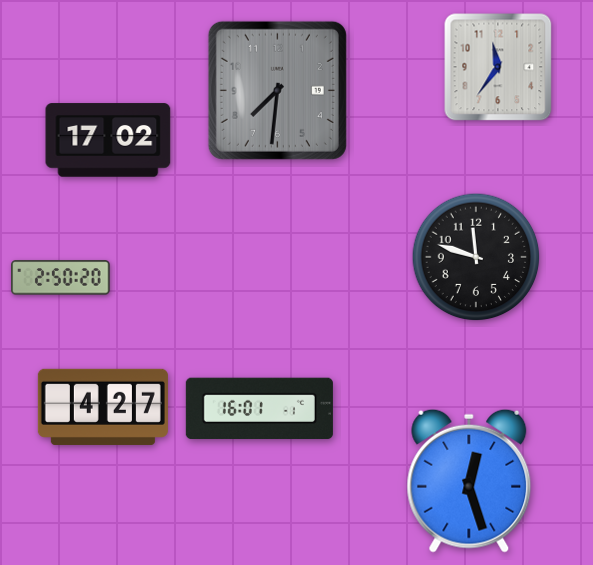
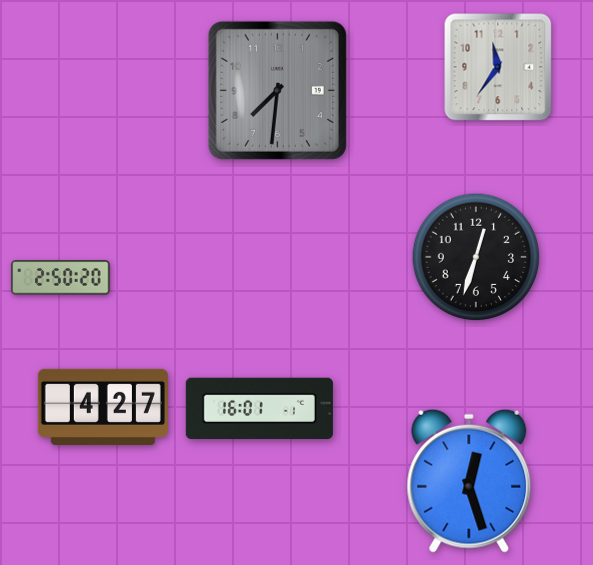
clock at (108, 140): 17:02 -> none
clock at (476, 257): 11:48 -> 12:33
